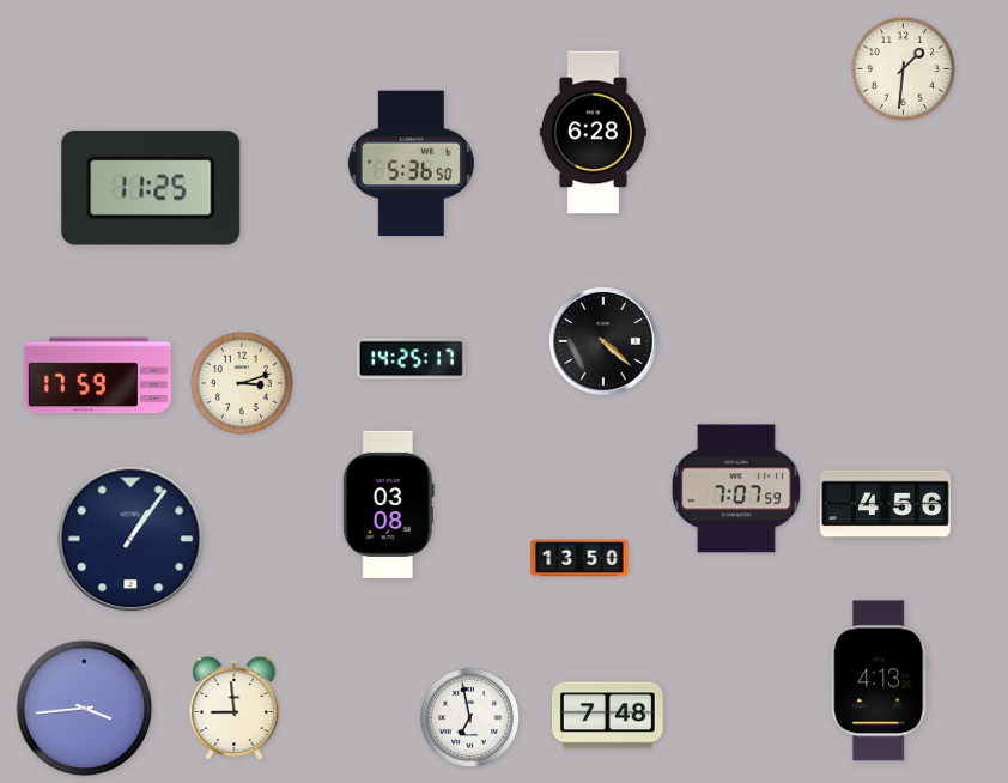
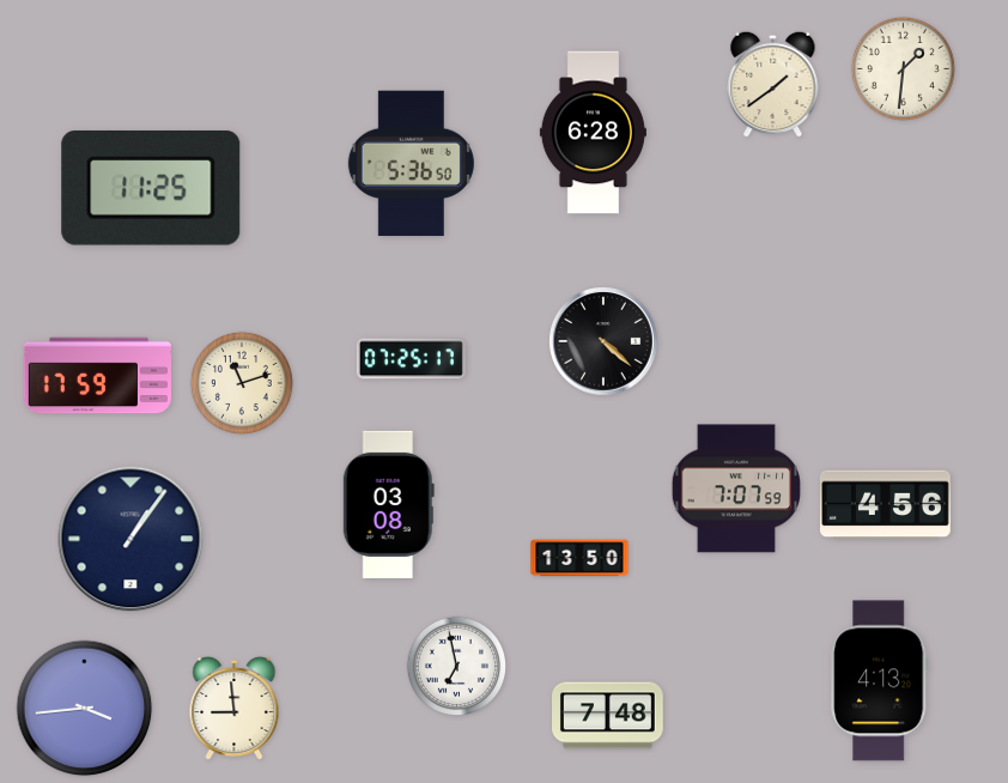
clock at (773, 84): none -> 1:39
clock at (411, 359): 14:25 -> 07:25
clock at (242, 383): 3:12 -> 11:12
clock at (469, 717) position: (469, 717) -> (456, 666)
